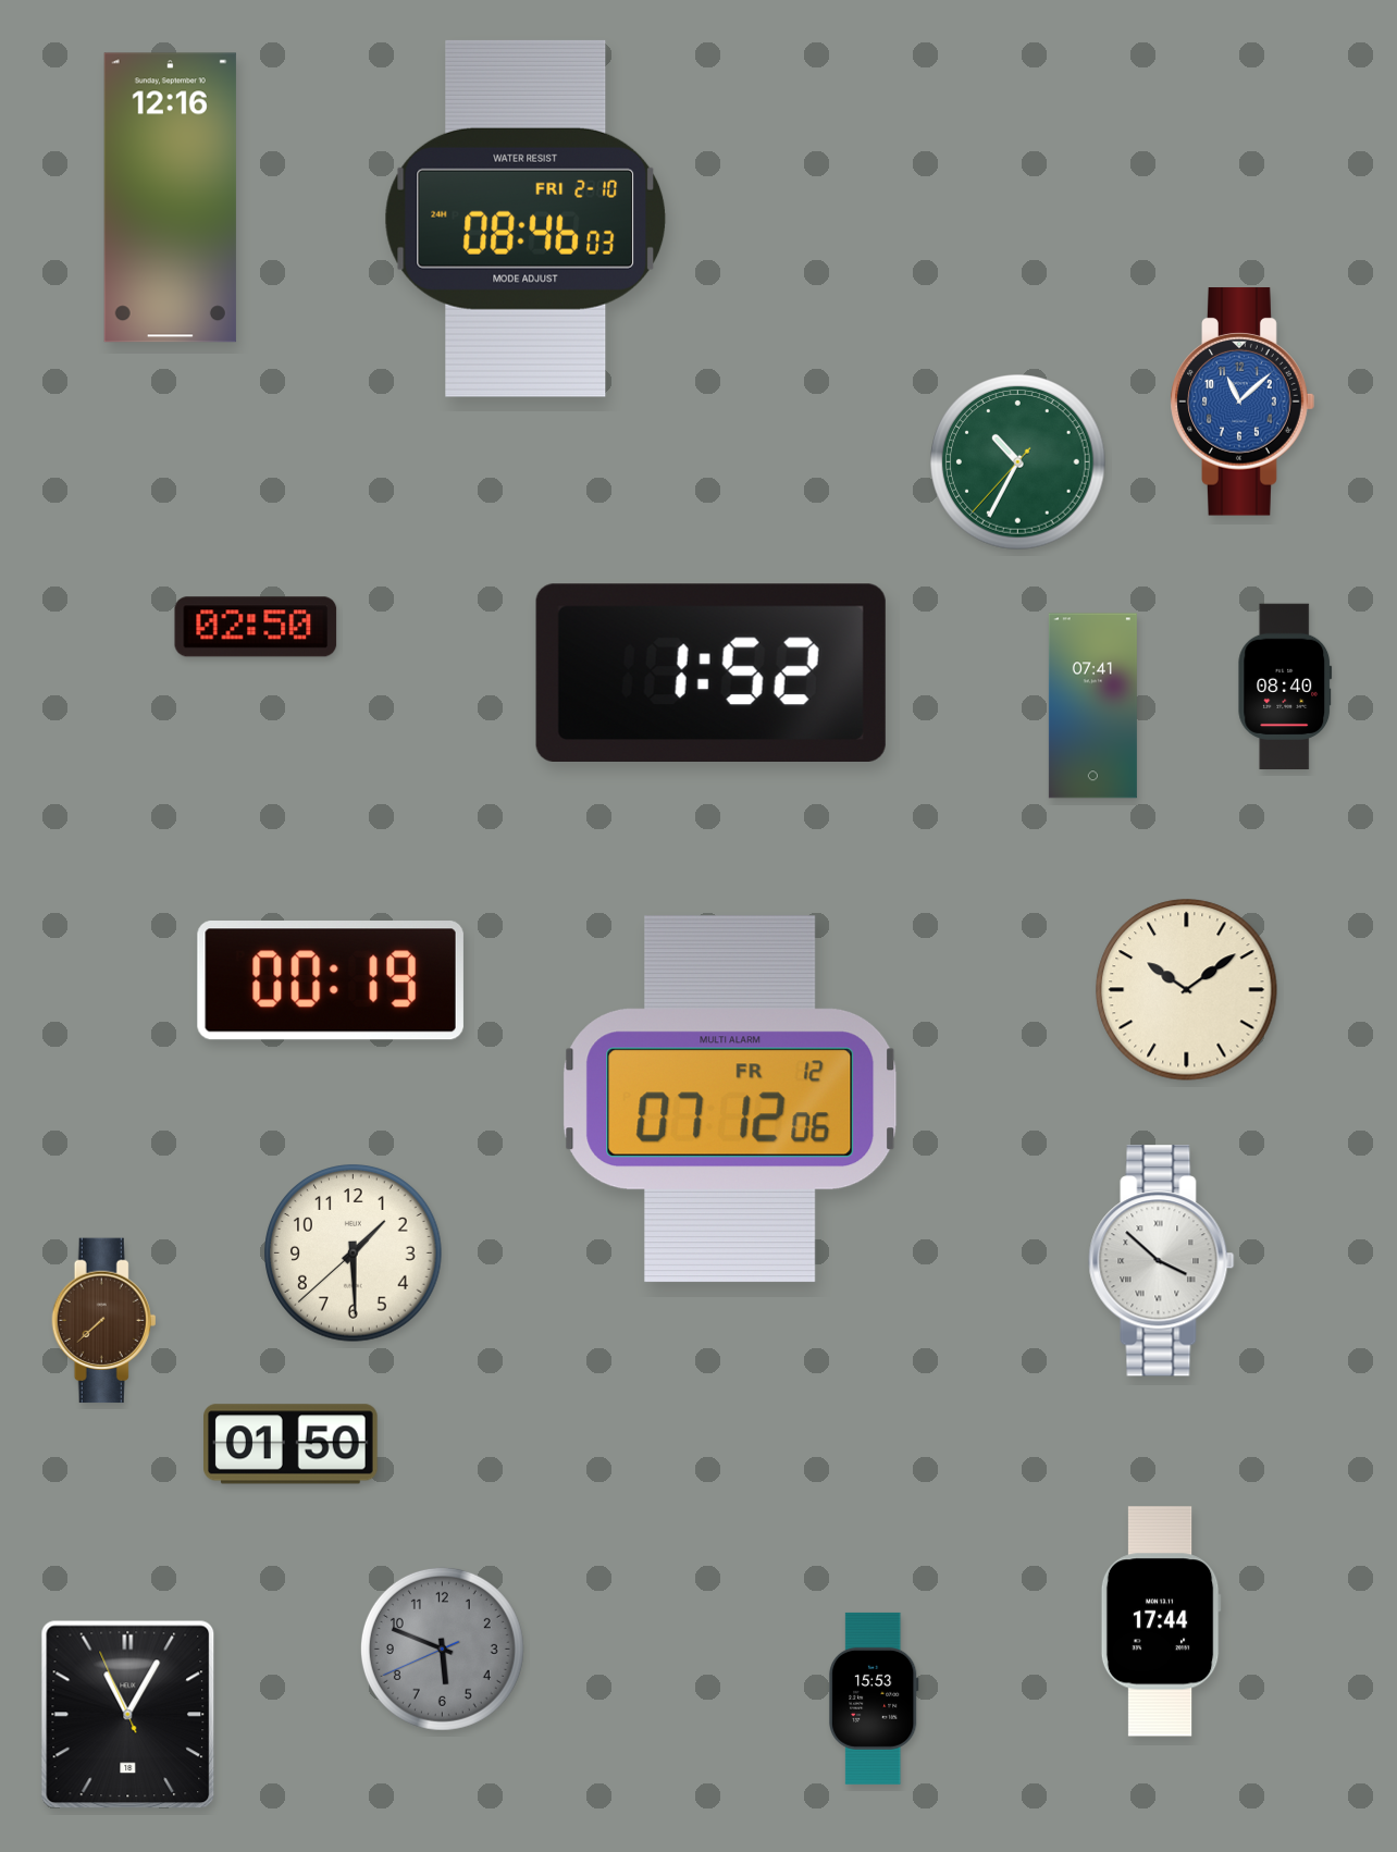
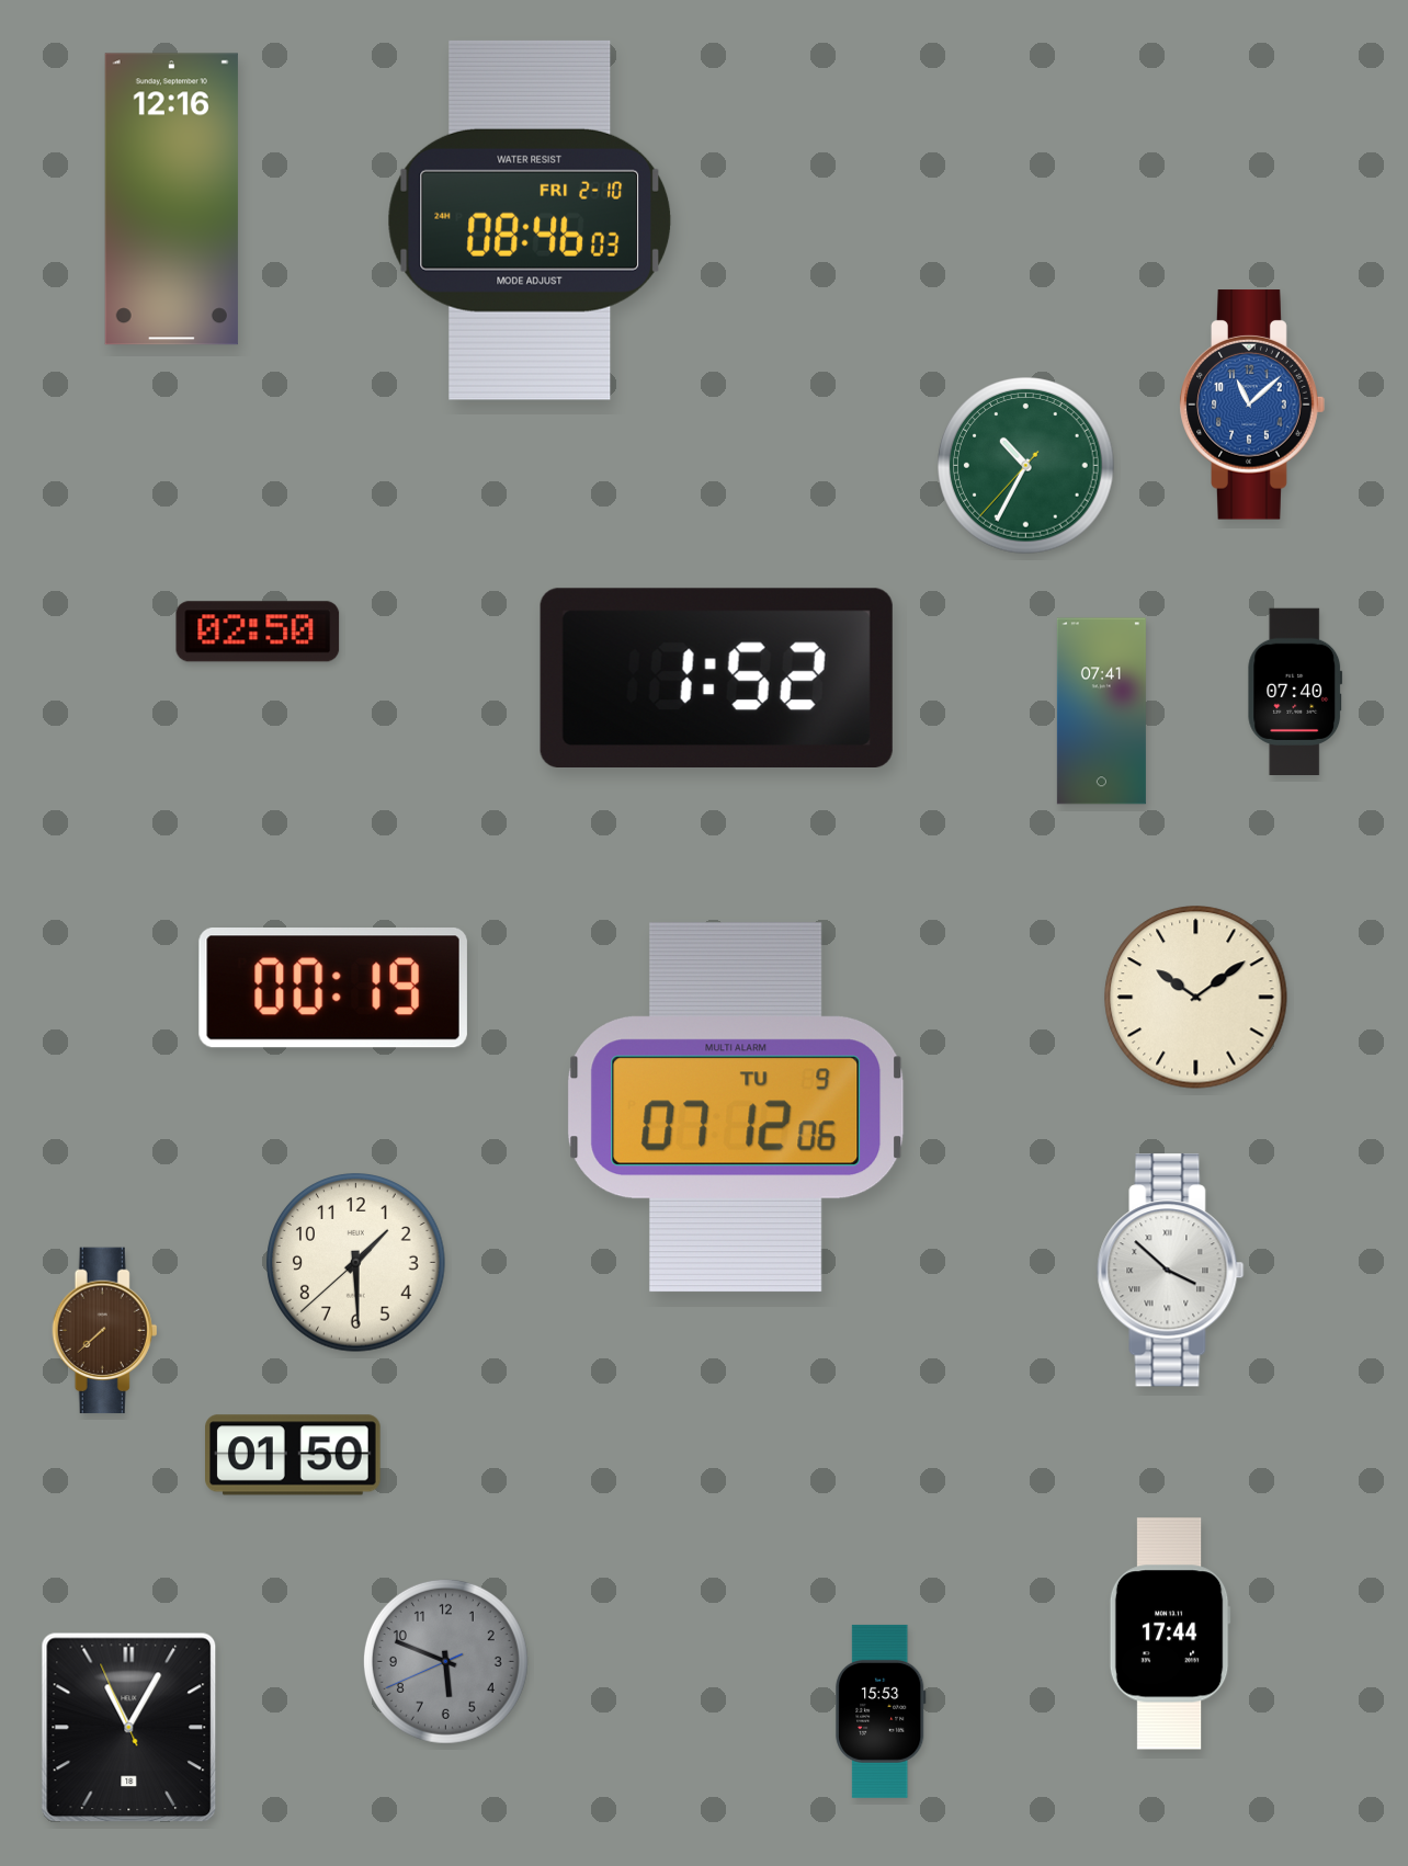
clock at (1285, 686): 08:40 -> 07:40
clock at (730, 1099) date: FR 12 -> TU 9
